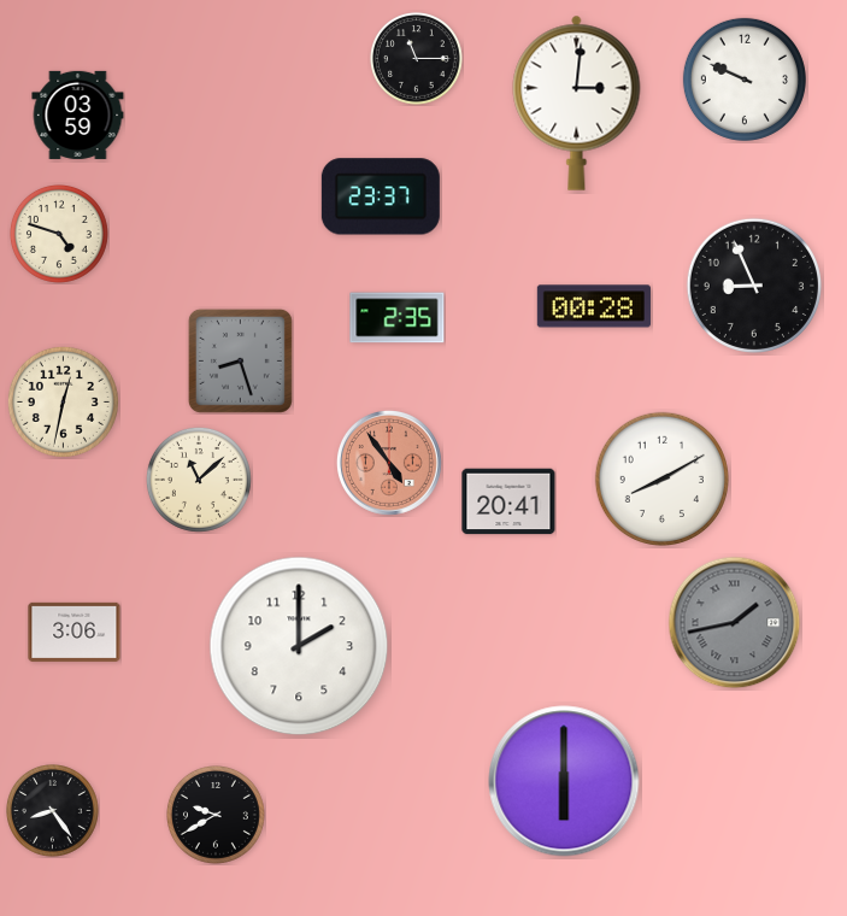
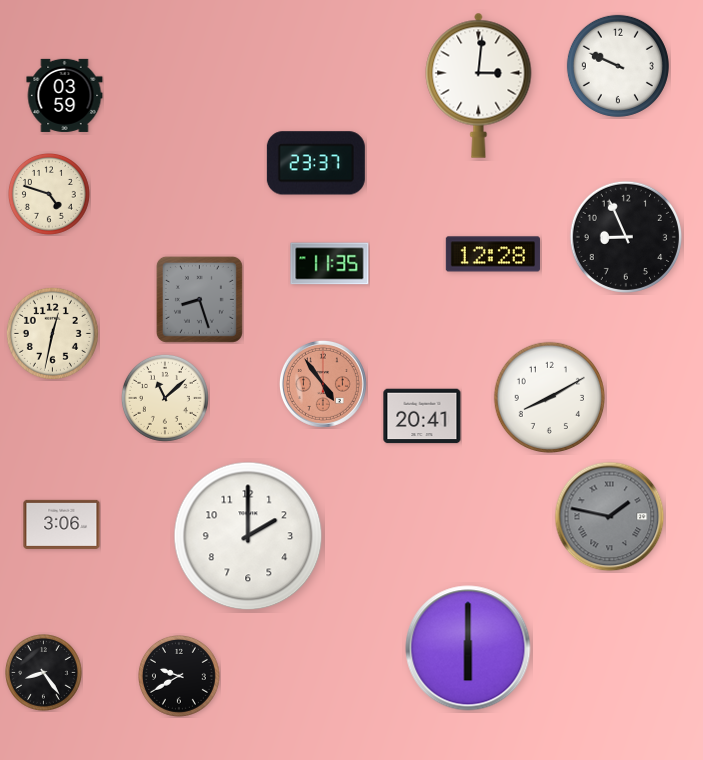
clock at (417, 59): 11:15 -> none
clock at (594, 306): 00:28 -> 12:28
clock at (398, 318): 2:35 -> 11:35
clock at (735, 623): 1:43 -> 1:47
